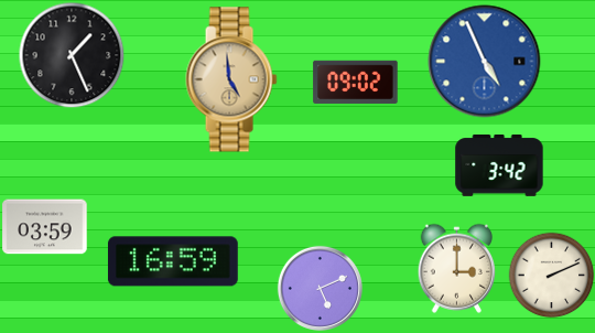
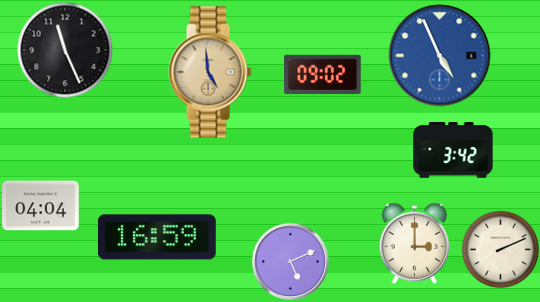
clock at (72, 55): 1:26 -> 11:26
clock at (45, 227): 03:59 -> 04:04
